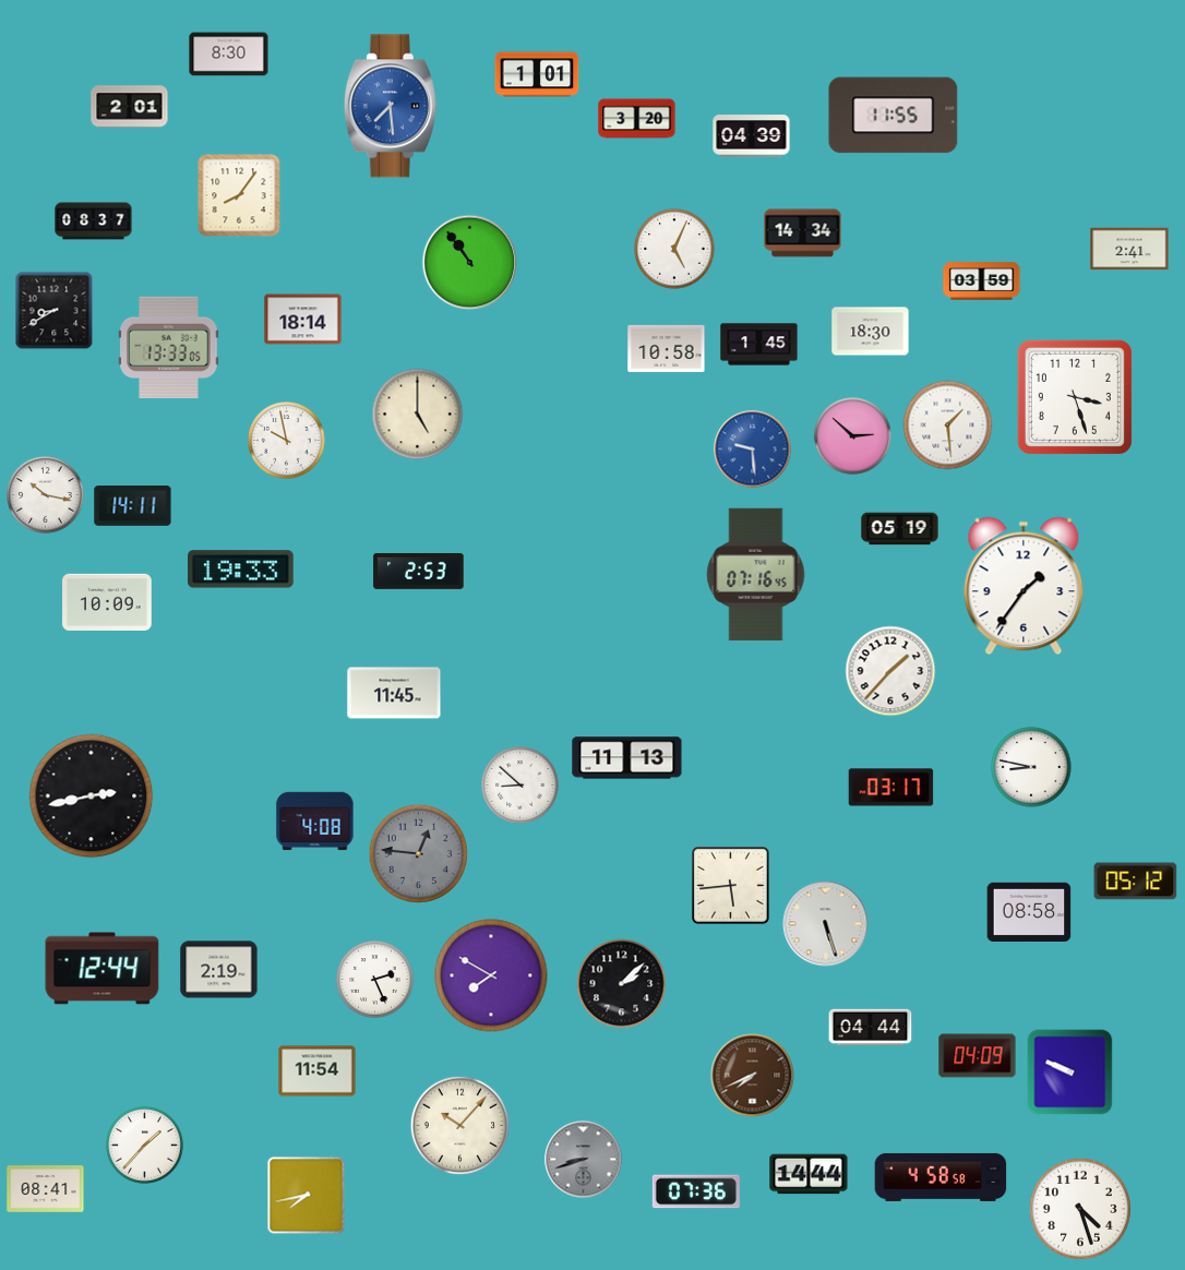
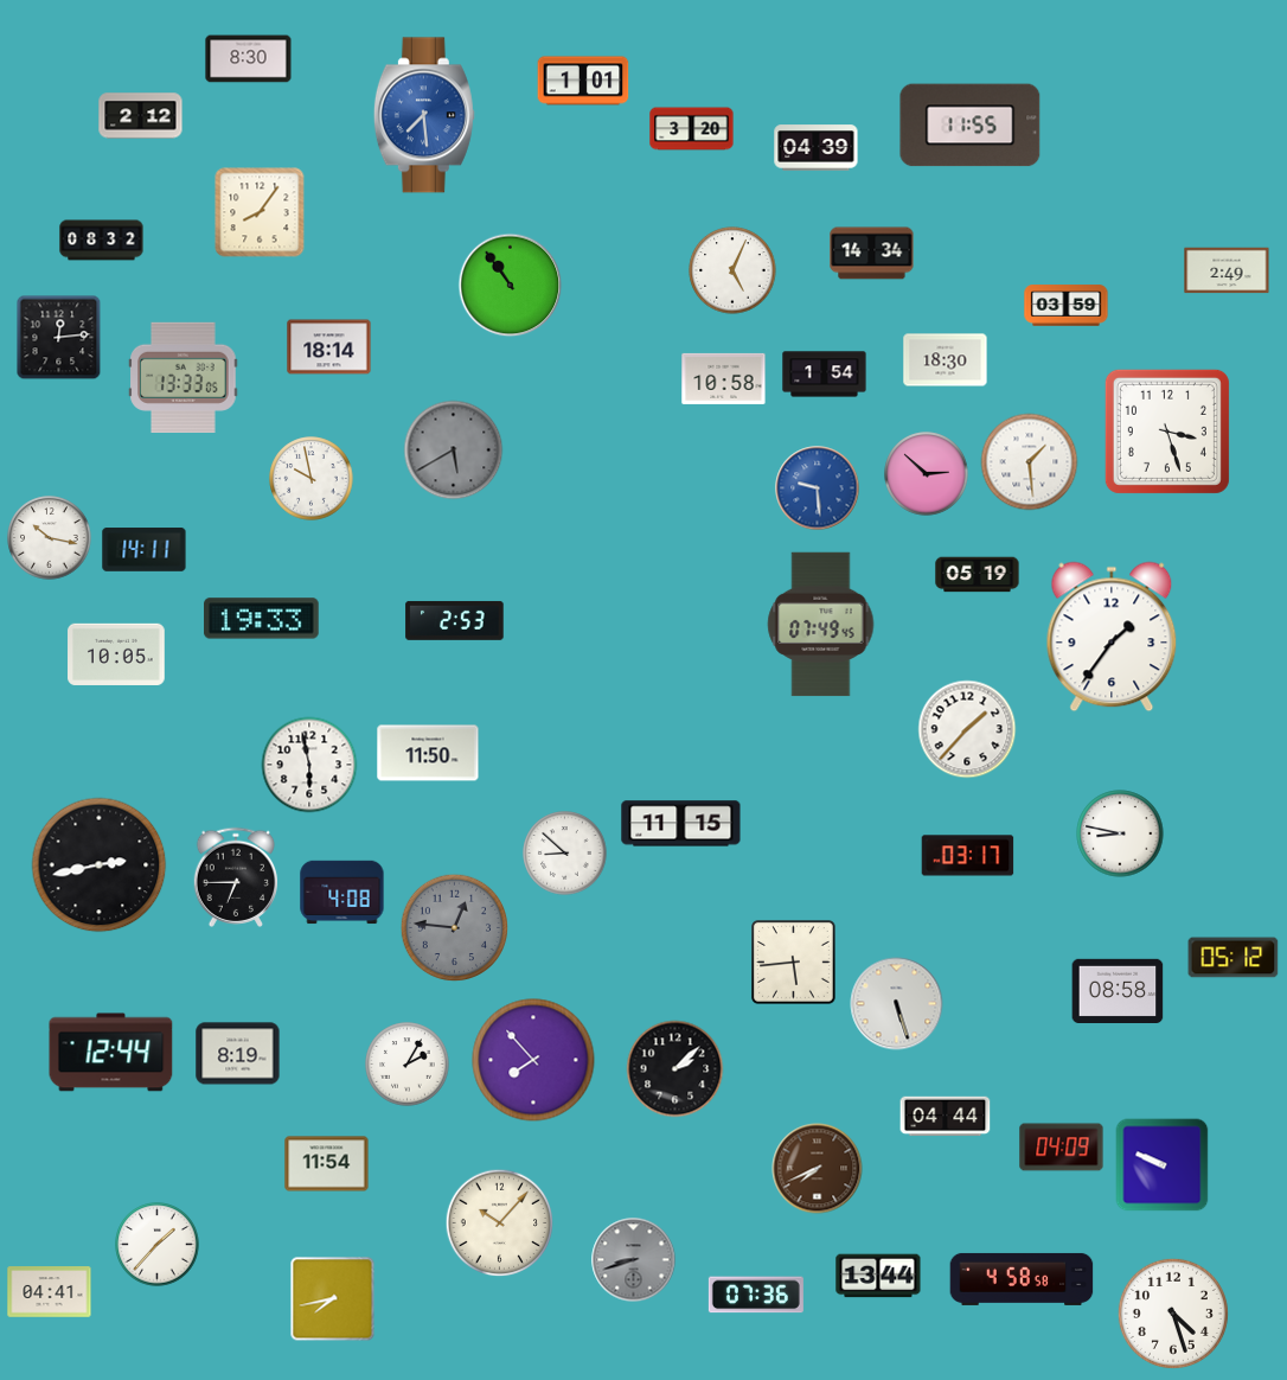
clock at (130, 107): 2:01 -> 2:12
clock at (94, 221): 08:37 -> 08:32
clock at (1129, 249): 2:41 -> 2:49
clock at (55, 311): 8:40 -> 12:14
clock at (759, 345): 1:45 -> 1:54
clock at (418, 415): 5:00 -> 5:40
clock at (418, 415) dial: cream -> grey
clock at (756, 575): 07:16 -> 07:49
clock at (107, 602): 10:09 -> 10:05
clock at (394, 693): 11:45 -> 11:50
clock at (309, 765): none -> 5:58
clock at (627, 758): 11:13 -> 11:15
clock at (236, 877): none -> 6:45
clock at (219, 970): 2:19 -> 8:19
clock at (491, 975): 7:50 -> 7:53
clock at (375, 980): 2:26 -> 2:05
clock at (318, 1071) position: (318, 1071) -> (327, 1164)
clock at (809, 1174): 14:44 -> 13:44
clock at (46, 1189): 08:41 -> 04:41
